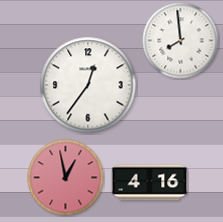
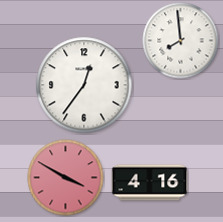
clock at (88, 85) position: (88, 85) -> (84, 85)
clock at (66, 178): 12:58 -> 3:50
